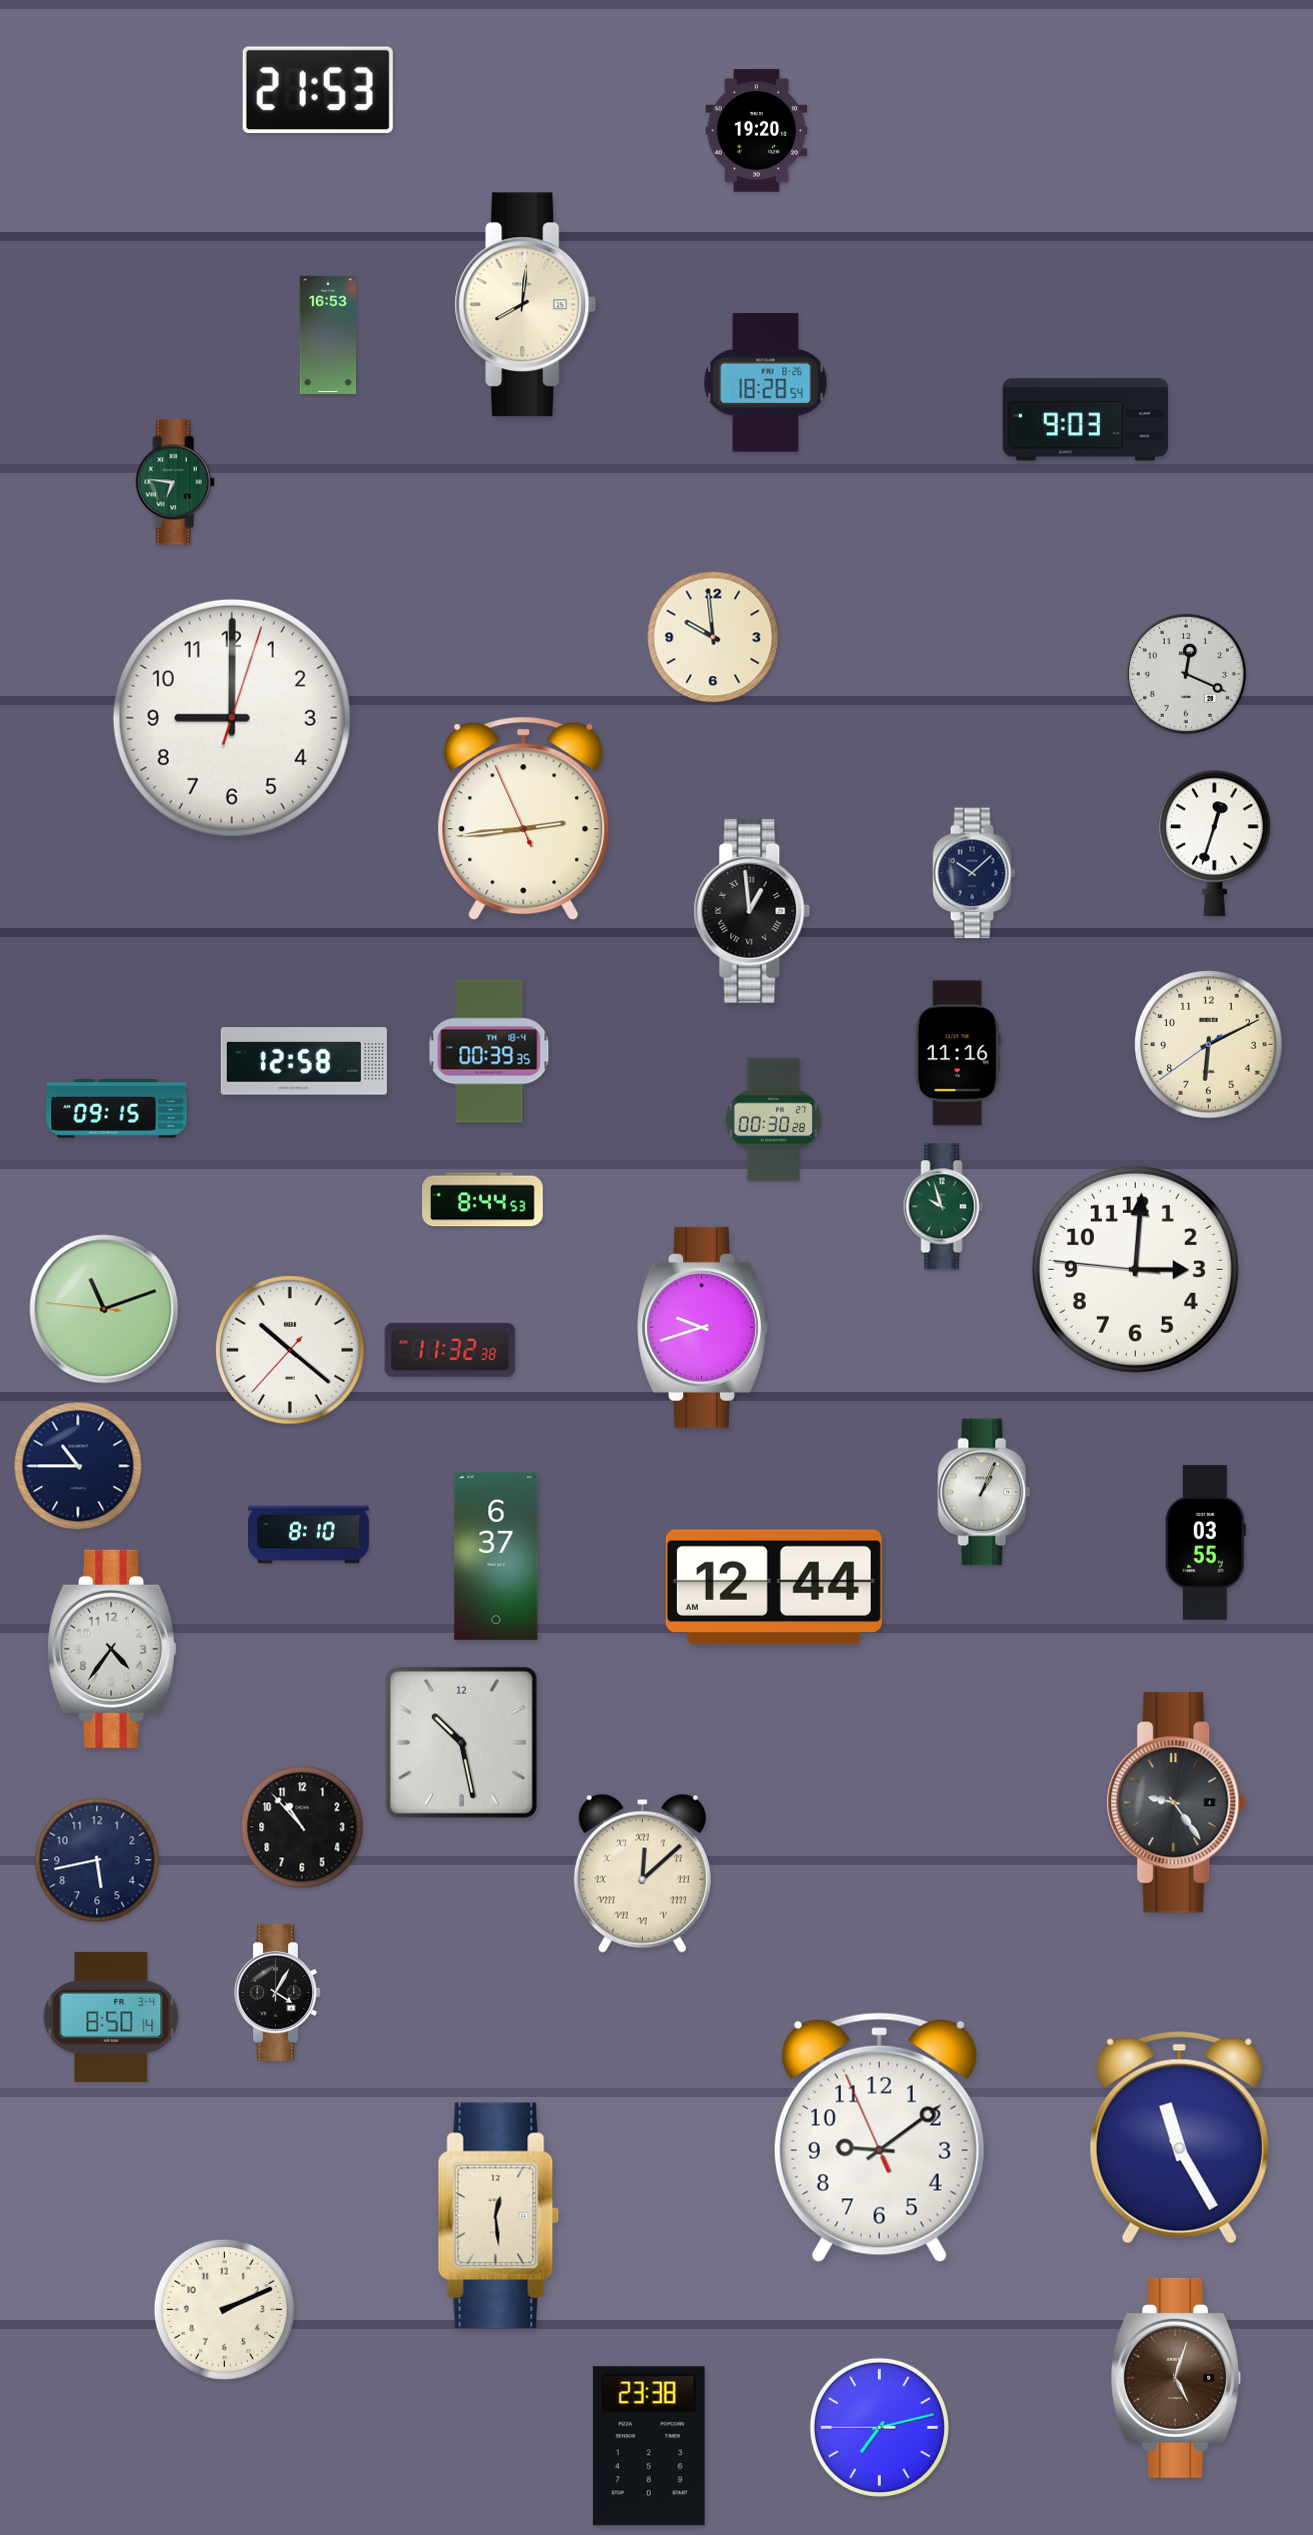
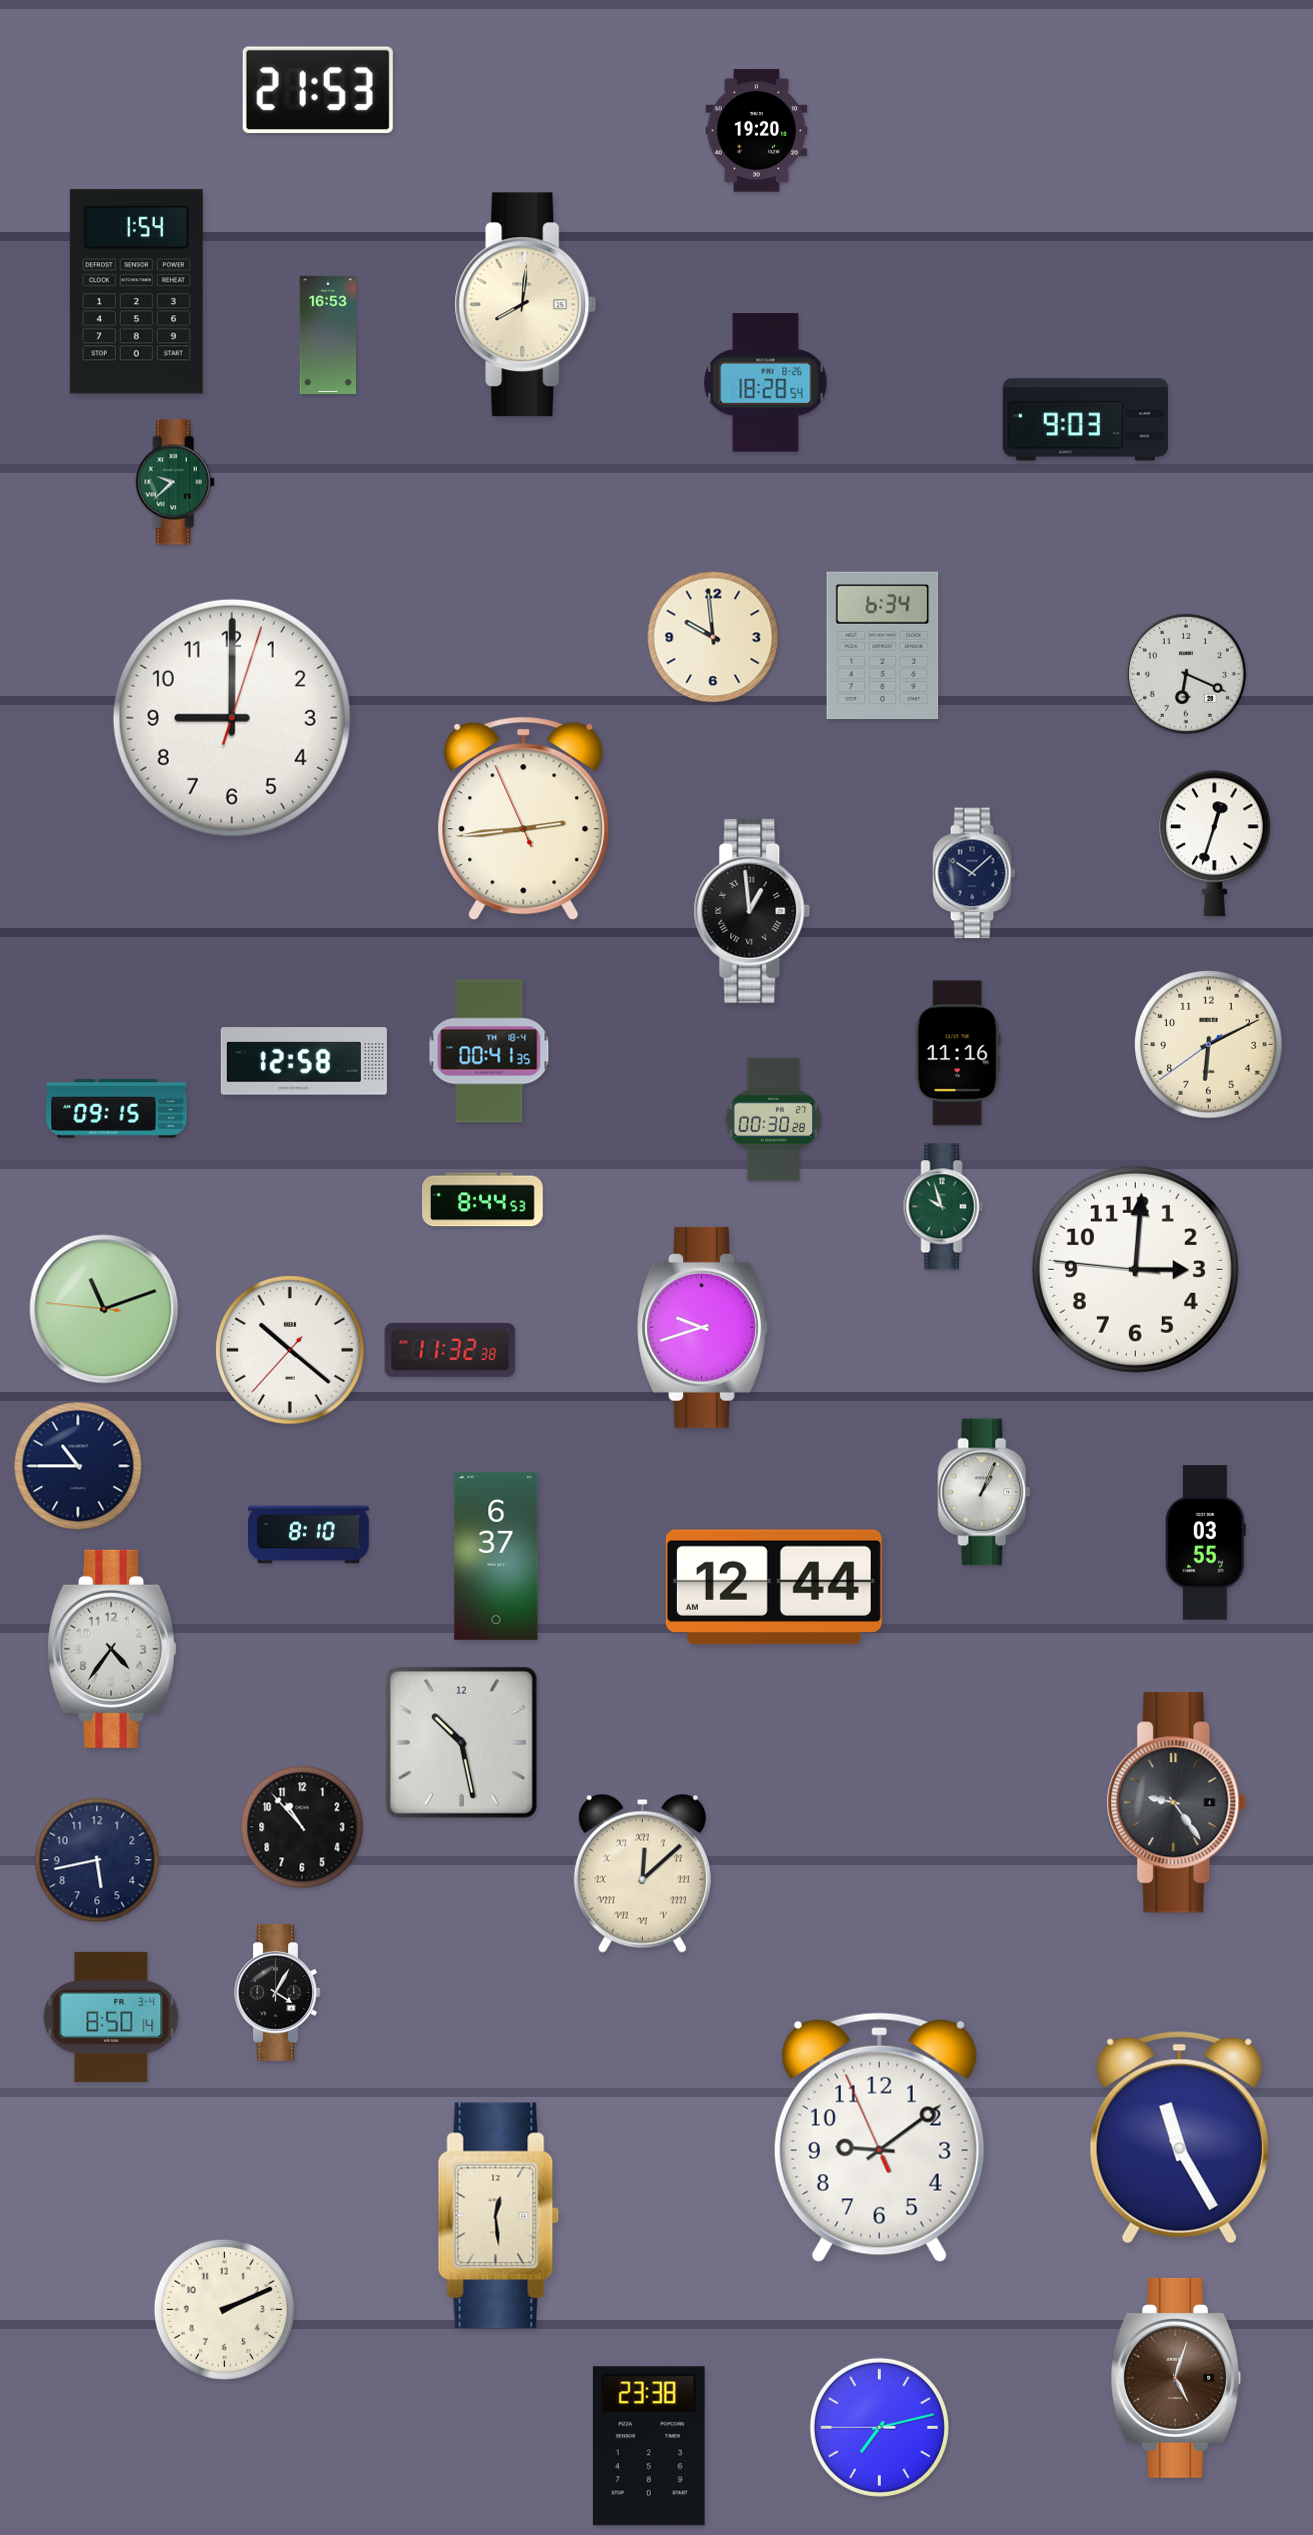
clock at (136, 292): none -> 1:54
clock at (175, 482): 6:46 -> 9:38
clock at (883, 646): none -> 6:34
clock at (1186, 674): 12:19 -> 6:19
clock at (489, 1051): 00:39 -> 00:41
